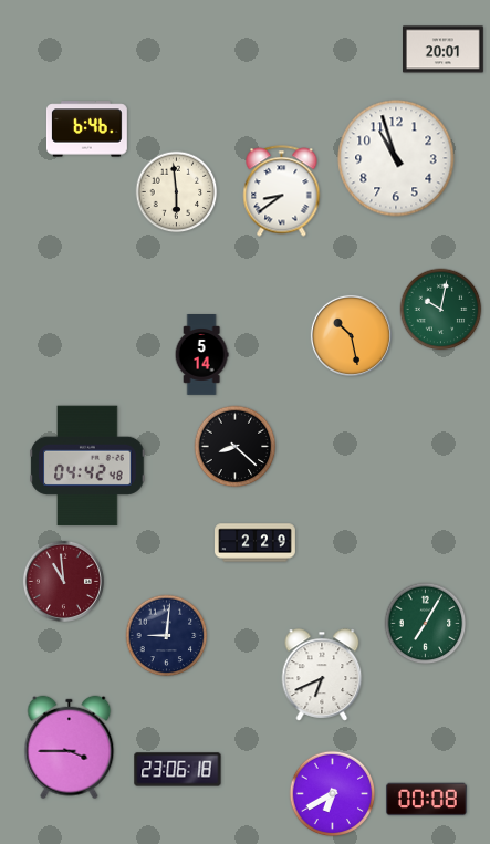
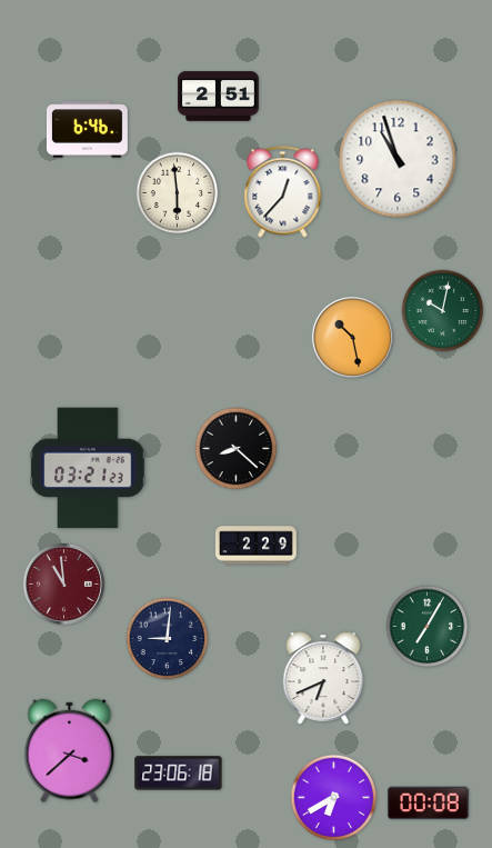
clock at (444, 50): 20:01 -> none
clock at (219, 97): none -> 2:51
clock at (282, 191): 8:39 -> 12:37
clock at (201, 355): 5:14 -> none
clock at (87, 466): 04:42 -> 03:21
clock at (70, 748): 3:45 -> 3:38
